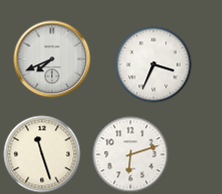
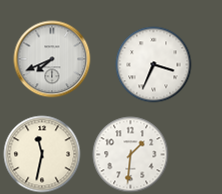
clock at (42, 154): 11:27 -> 11:32
clock at (131, 155): 6:12 -> 1:31
